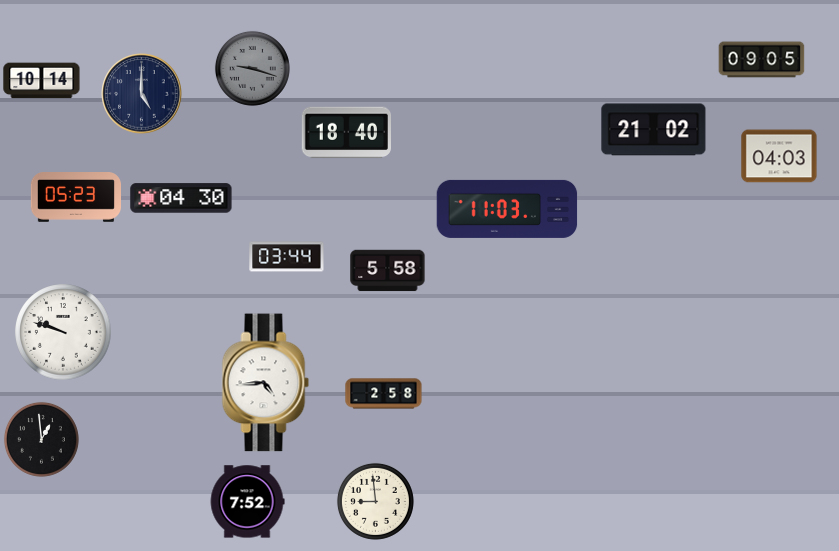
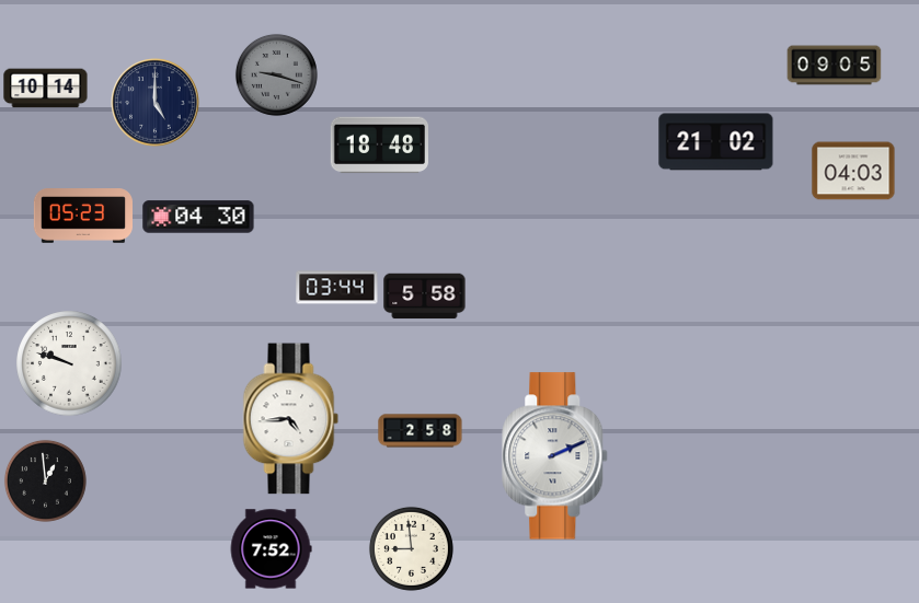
clock at (346, 133): 18:40 -> 18:48
clock at (507, 209): 11:03 -> none
clock at (287, 257) position: (287, 257) -> (337, 288)
clock at (555, 456): none -> 2:11
